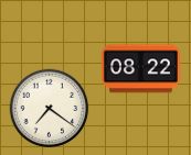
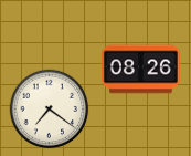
clock at (140, 69): 08:22 -> 08:26
